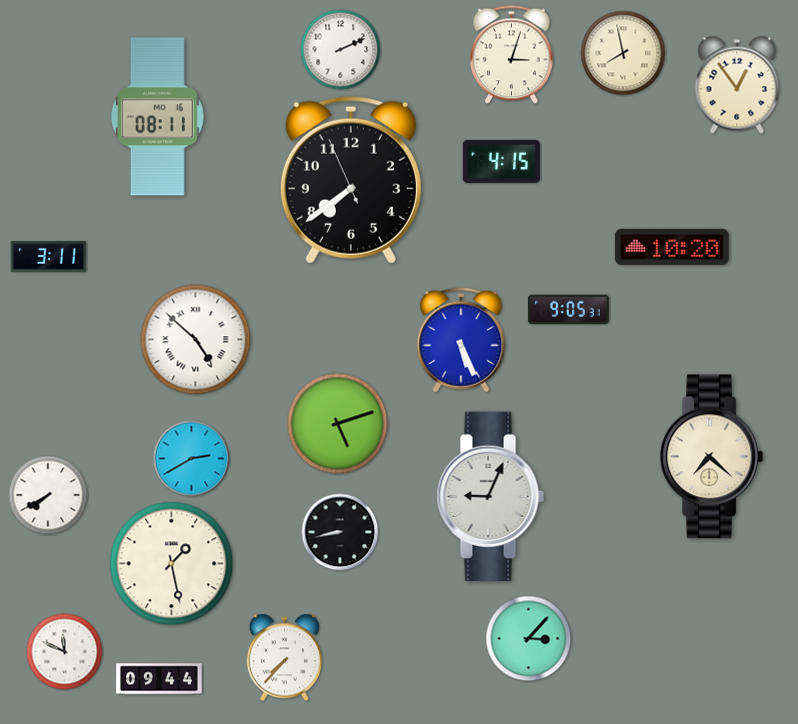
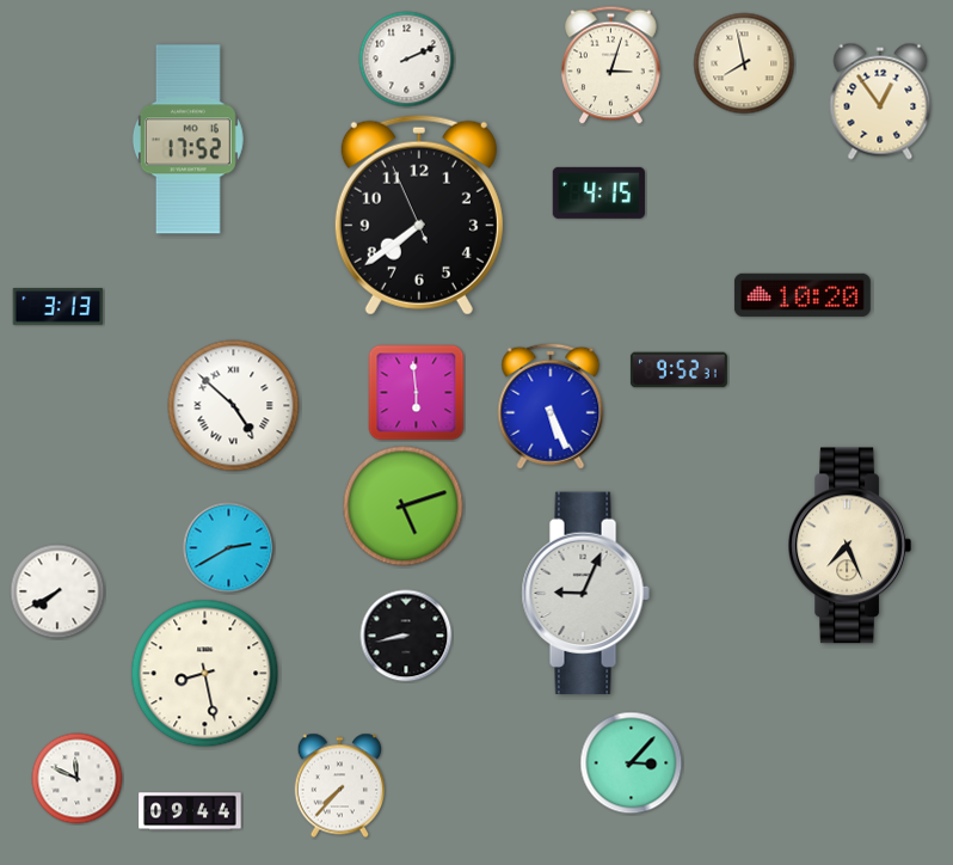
clock at (157, 117): 08:11 -> 17:52
clock at (49, 257): 3:11 -> 3:13
clock at (568, 310): 9:05 -> 9:52
clock at (417, 393): none -> 5:59
clock at (711, 457): 7:22 -> 7:26
clock at (172, 564): 1:28 -> 8:28
